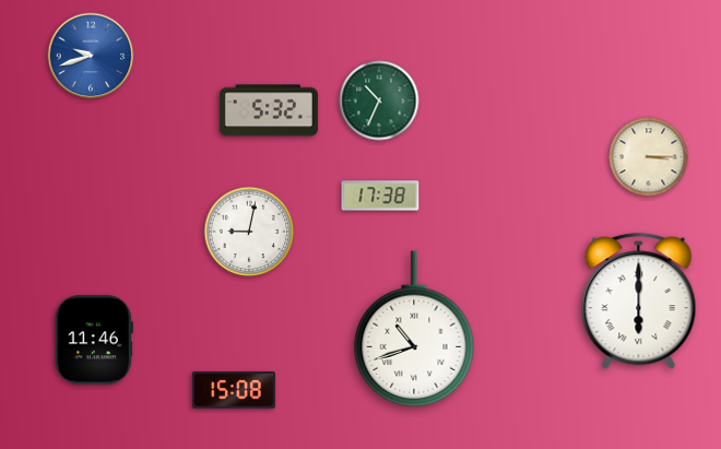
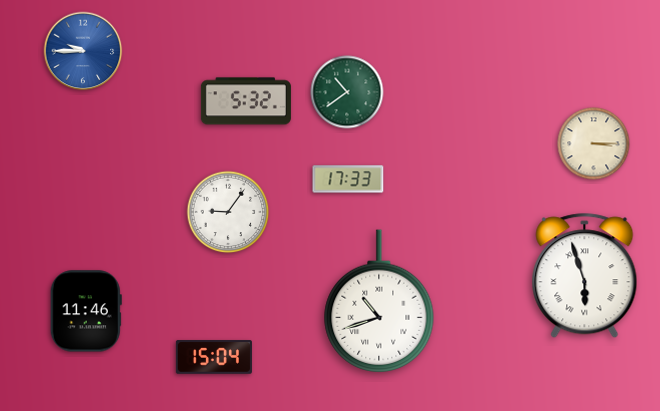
clock at (91, 56): 9:42 -> 9:45
clock at (379, 101): 10:34 -> 10:39
clock at (380, 196): 17:38 -> 17:33
clock at (249, 232): 9:02 -> 9:06
clock at (639, 302): 6:00 -> 5:57
clock at (234, 390): 15:08 -> 15:04
